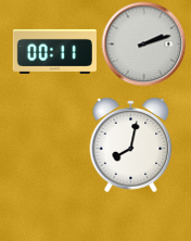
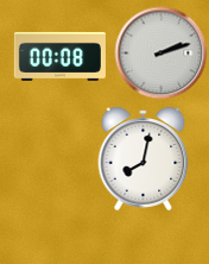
clock at (143, 43) position: (143, 43) -> (160, 52)
clock at (54, 51): 00:11 -> 00:08
